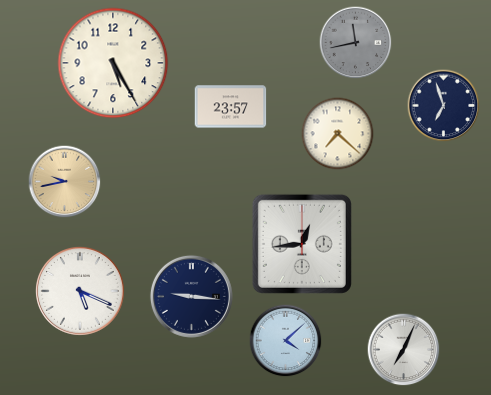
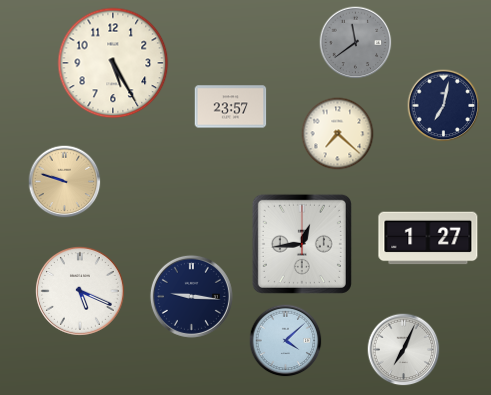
clock at (356, 43): 11:43 -> 11:39
clock at (444, 106): 6:57 -> 7:02
clock at (65, 182): 9:43 -> 9:48
clock at (428, 238): none -> 1:27
